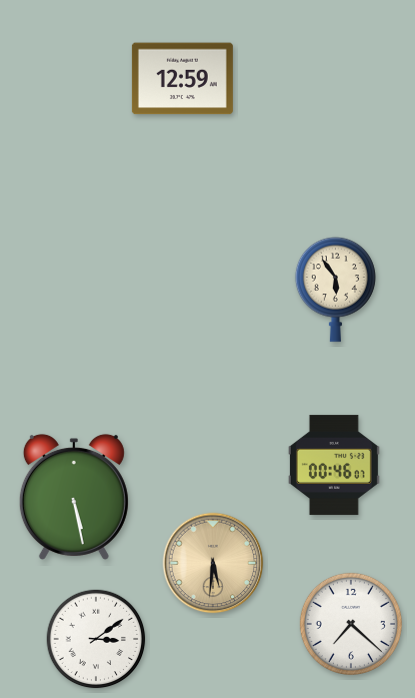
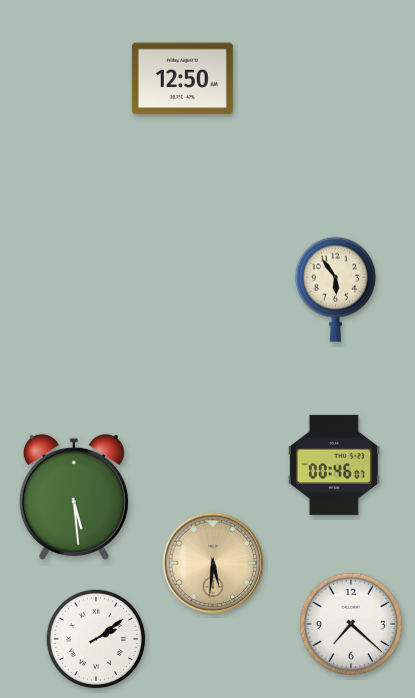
clock at (182, 79): 12:59 -> 12:50
clock at (74, 497): 5:28 -> 5:29
clock at (96, 639): 3:09 -> 2:09
